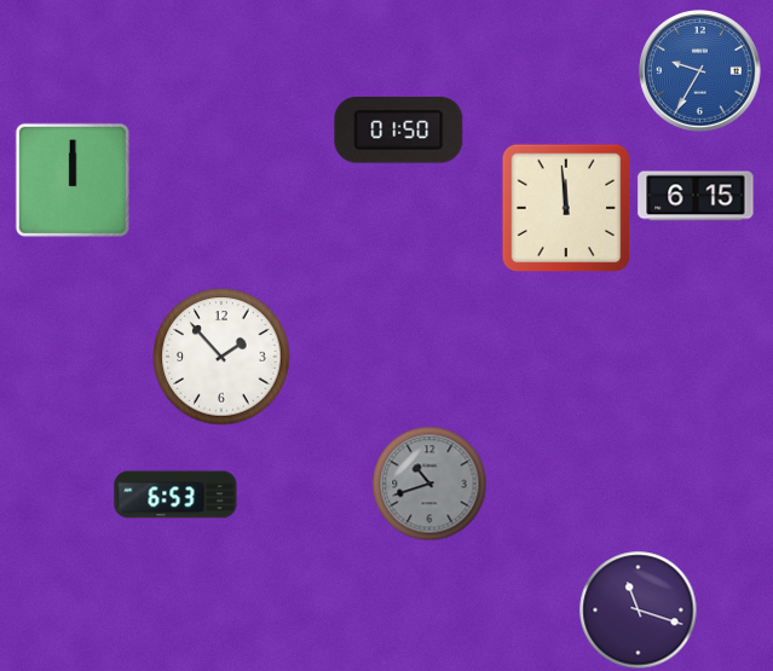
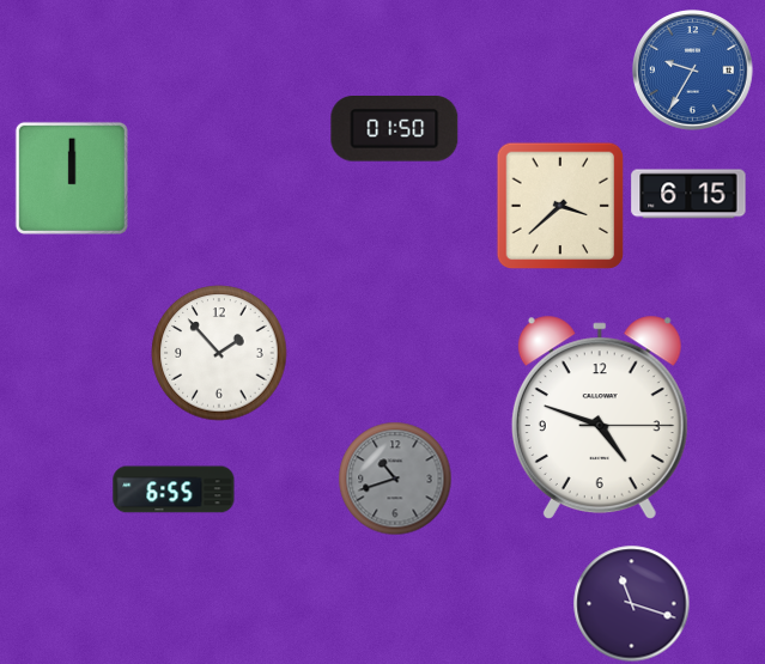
clock at (566, 208): 11:59 -> 3:38
clock at (600, 418): none -> 4:48
clock at (429, 484) position: (429, 484) -> (395, 479)
clock at (175, 494): 6:53 -> 6:55
